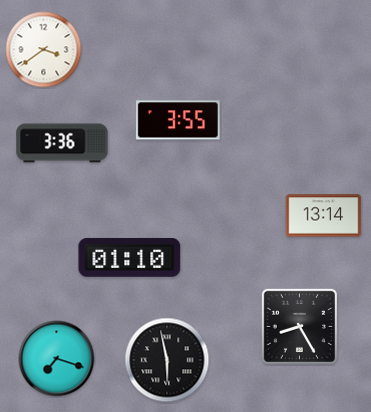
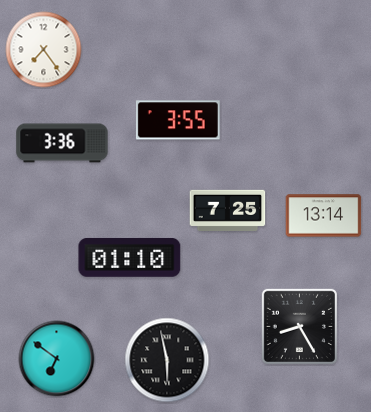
clock at (44, 50): 3:39 -> 7:24
clock at (228, 210): none -> 7:25
clock at (57, 359): 7:18 -> 6:51
